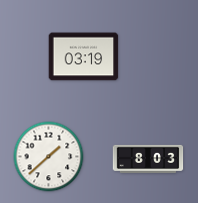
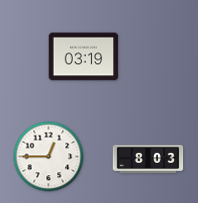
clock at (49, 157): 1:38 -> 12:45
